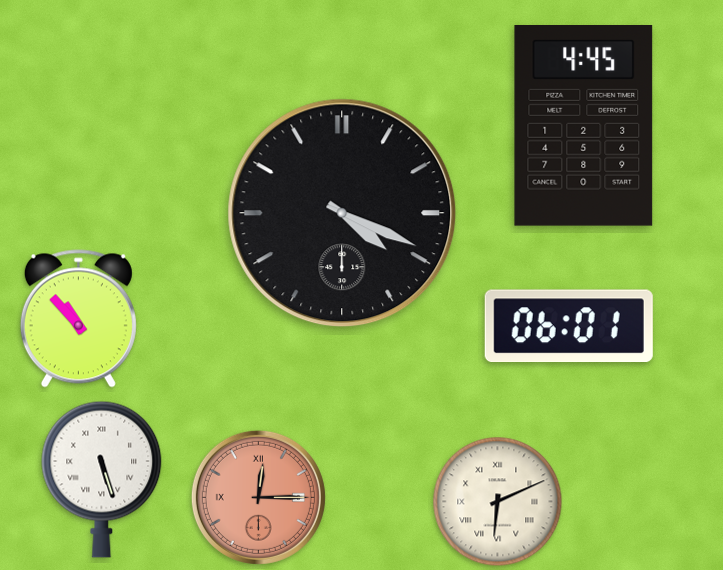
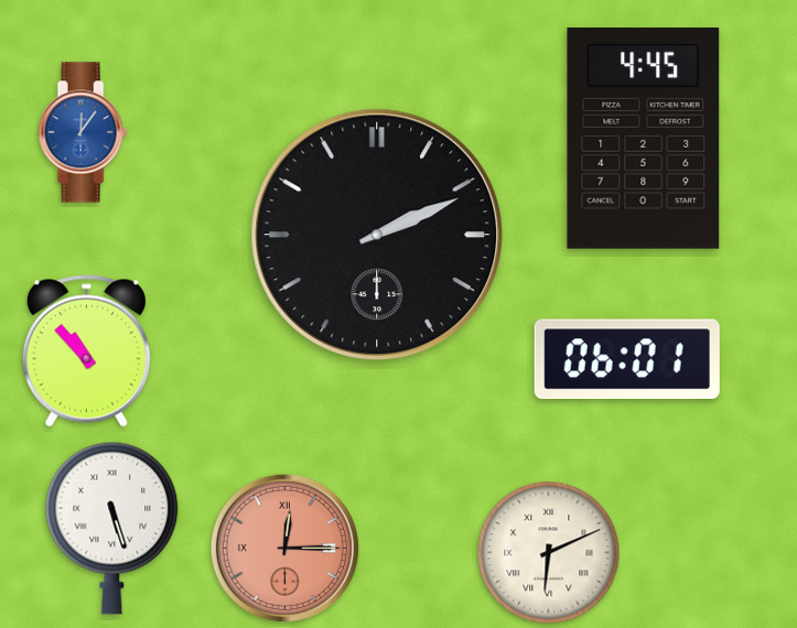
clock at (83, 132): none -> 12:06
clock at (342, 213): 4:19 -> 2:11
